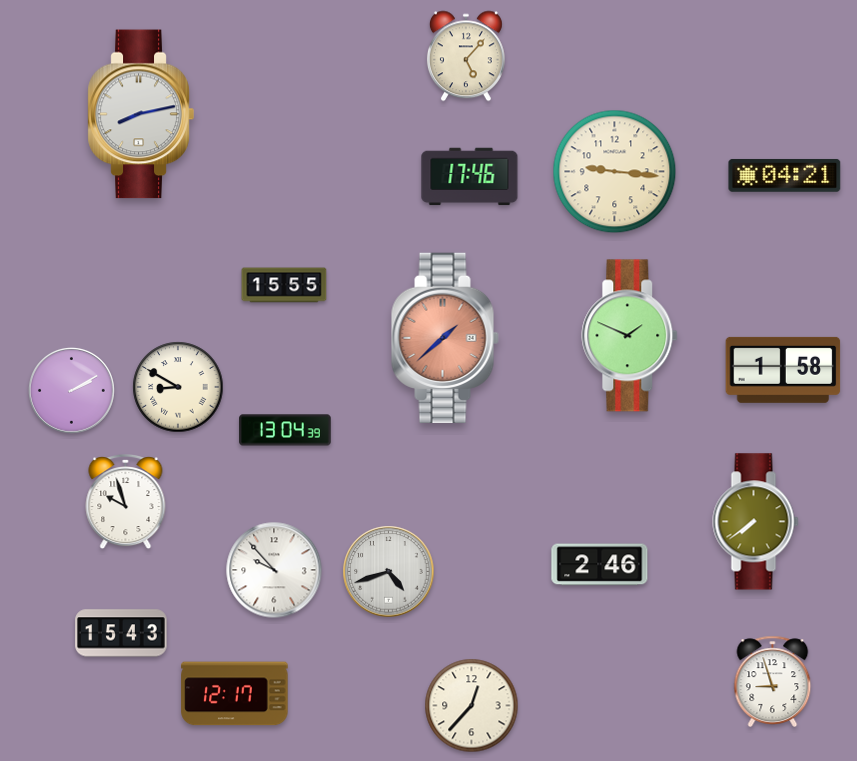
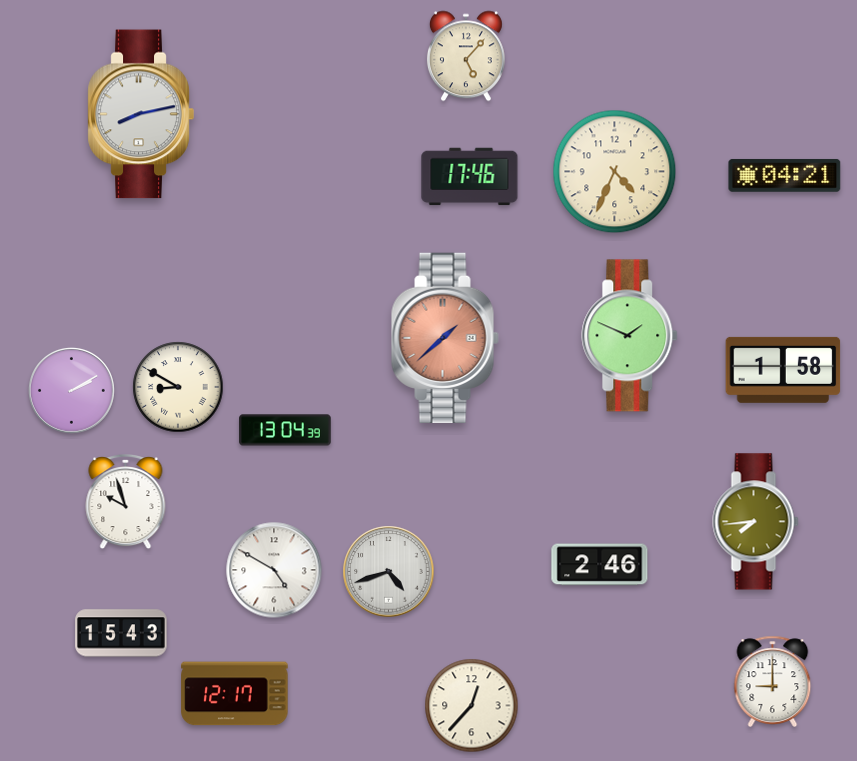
clock at (615, 172): 9:16 -> 4:34
clock at (284, 285): 15:55 -> none
clock at (756, 522): 7:39 -> 7:44
clock at (274, 570): 9:53 -> 4:50
clock at (773, 681): 8:57 -> 9:00
